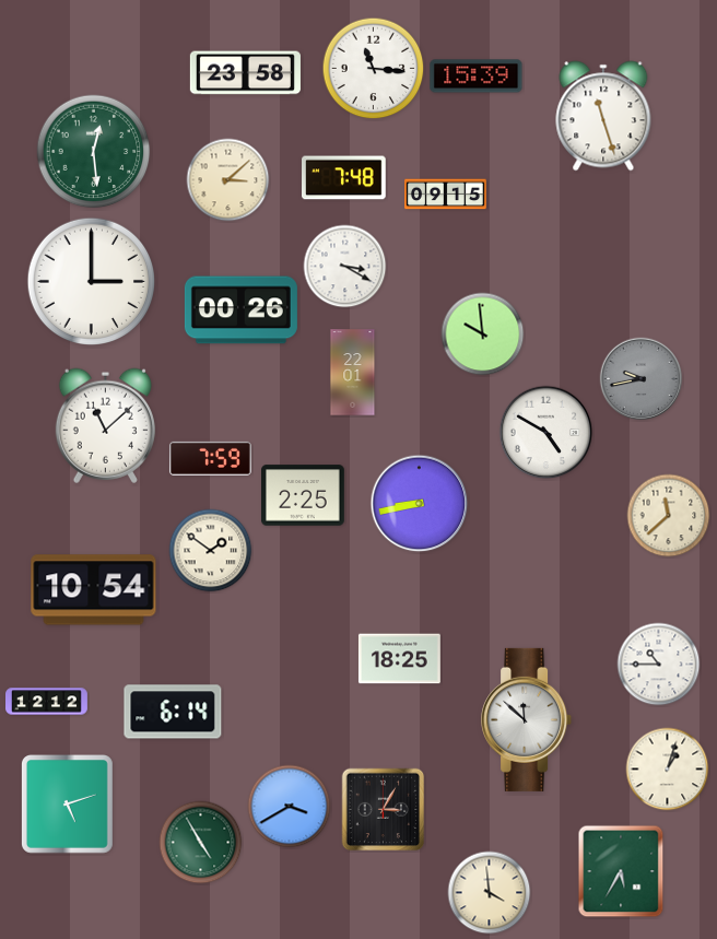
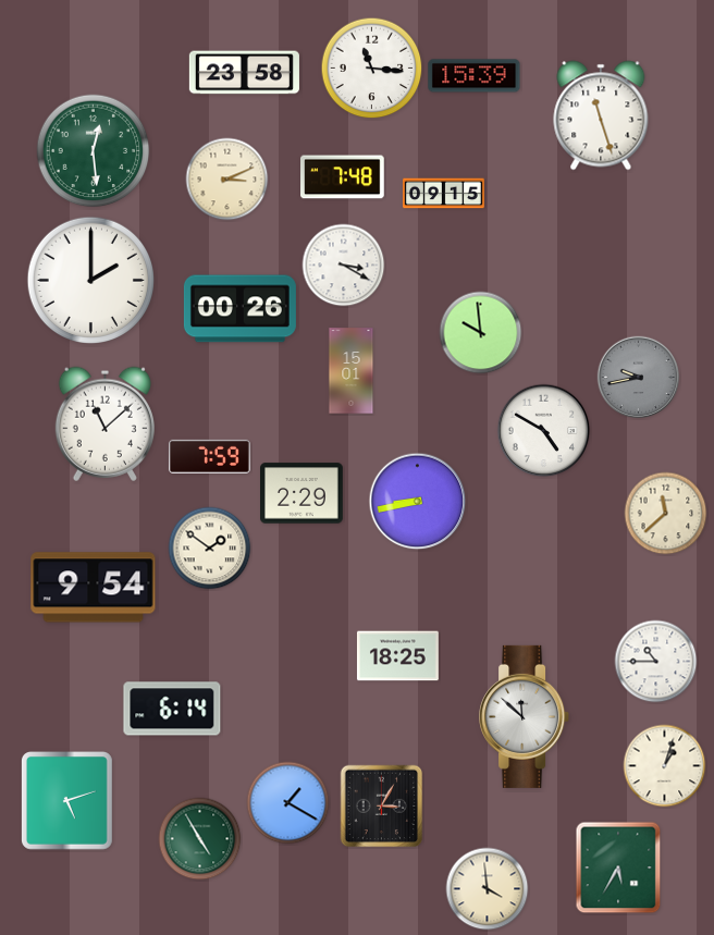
clock at (228, 180): 3:08 -> 3:11
clock at (92, 282): 3:00 -> 2:00
clock at (353, 373): 22:01 -> 15:01
clock at (304, 495): 2:25 -> 2:29
clock at (94, 590): 10:54 -> 9:54
clock at (47, 702): 12:12 -> none
clock at (290, 807): 3:40 -> 1:20
